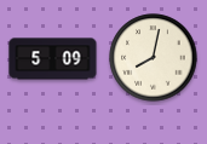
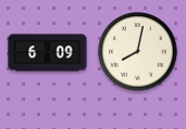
clock at (53, 59): 5:09 -> 6:09
